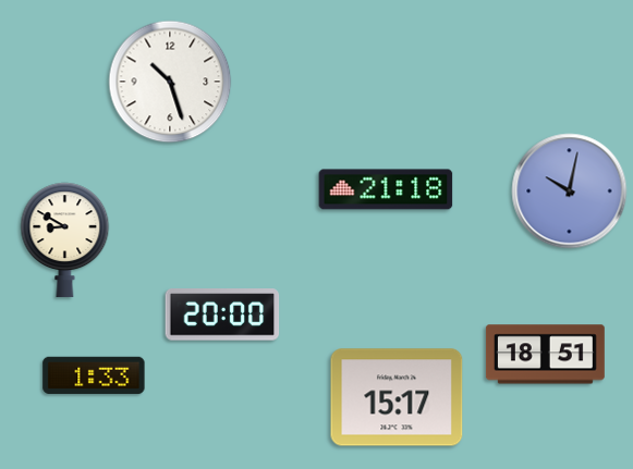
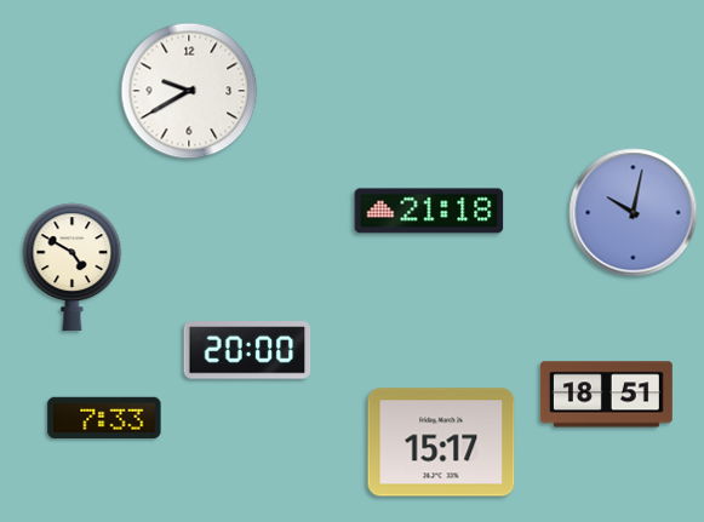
clock at (170, 82): 10:27 -> 9:40
clock at (65, 240): 8:50 -> 4:50
clock at (94, 375): 1:33 -> 7:33
